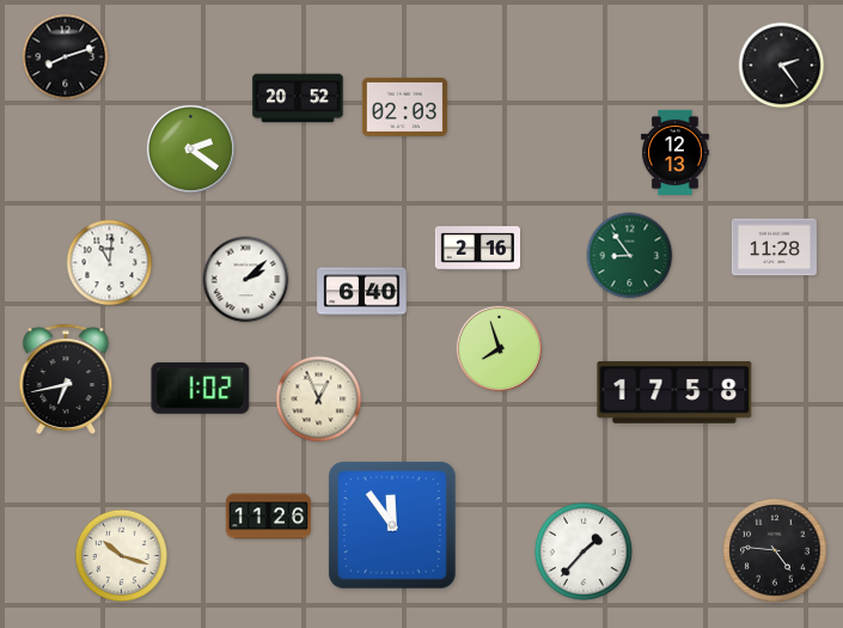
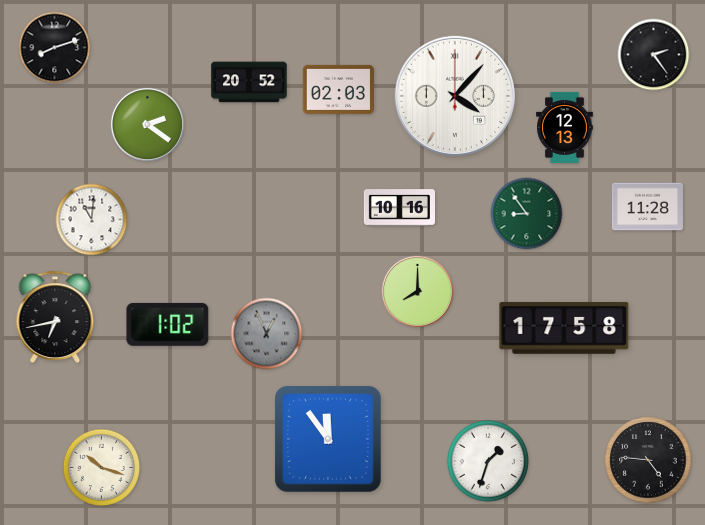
clock at (455, 96): none -> 4:07
clock at (190, 148) position: (190, 148) -> (147, 124)
clock at (477, 249): 2:16 -> 10:16
clock at (246, 280): 2:08 -> none
clock at (362, 292): 6:40 -> none
clock at (499, 348): 7:57 -> 8:00
clock at (319, 400) dial: cream -> grey
clock at (268, 517): 11:26 -> none
clock at (584, 551): 1:37 -> 1:33
clock at (122, 556) position: (122, 556) -> (102, 468)
